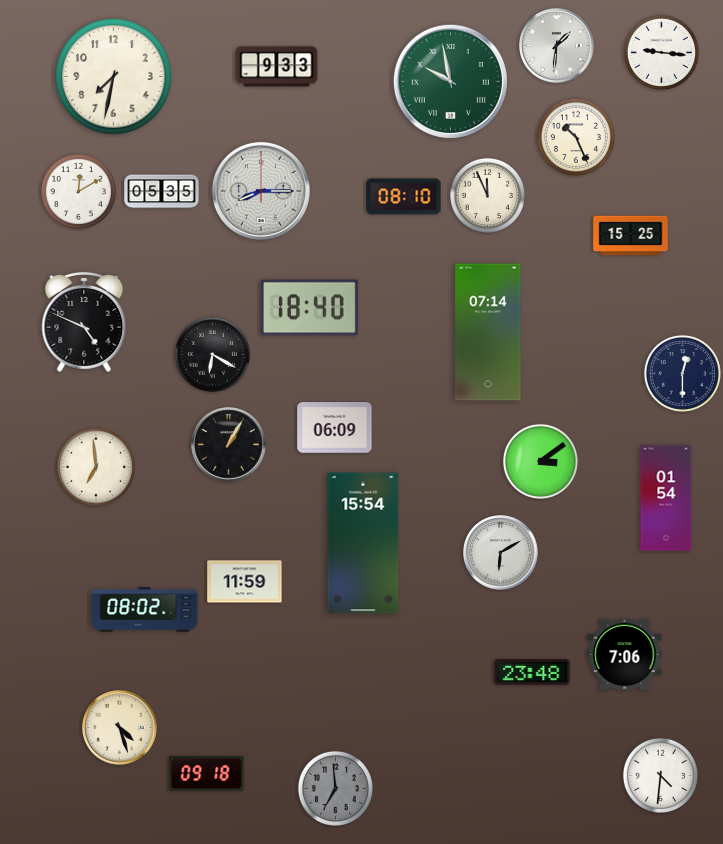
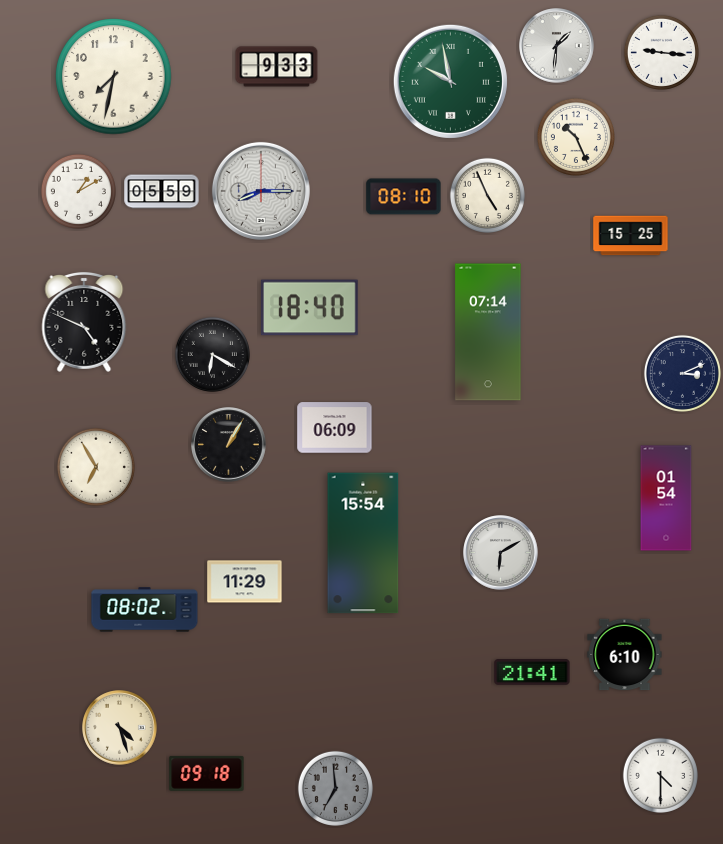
clock at (78, 191): 12:10 -> 1:10
clock at (162, 192): 05:35 -> 05:59
clock at (487, 195): 11:56 -> 4:56
clock at (682, 373): 12:30 -> 3:11
clock at (540, 461): 3:09 -> none
clock at (96, 467): 6:59 -> 6:55
clock at (245, 582): 11:59 -> 11:29
clock at (625, 655): 7:06 -> 6:10
clock at (532, 672): 23:48 -> 21:41
clock at (660, 775): 4:31 -> 4:30
